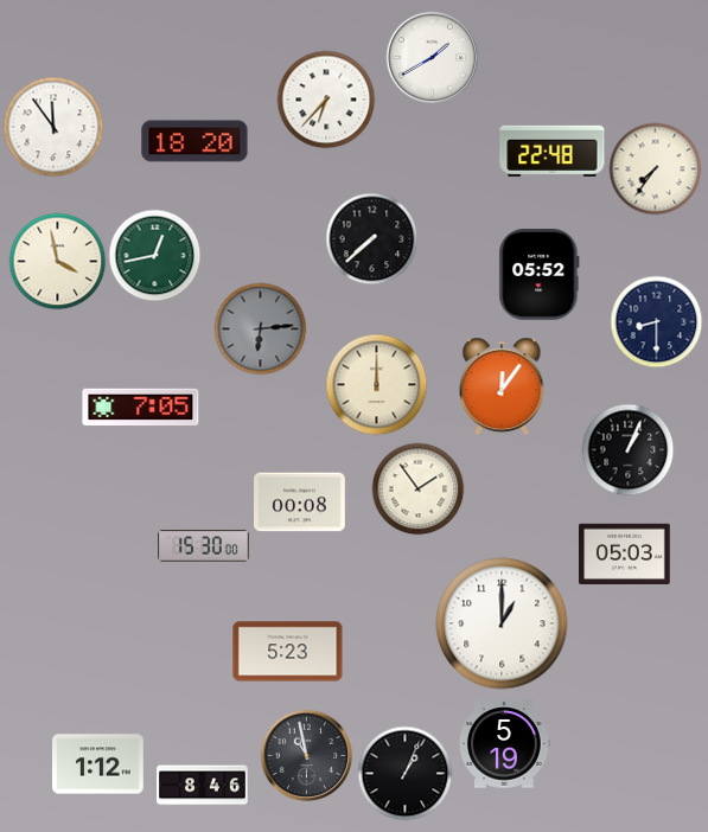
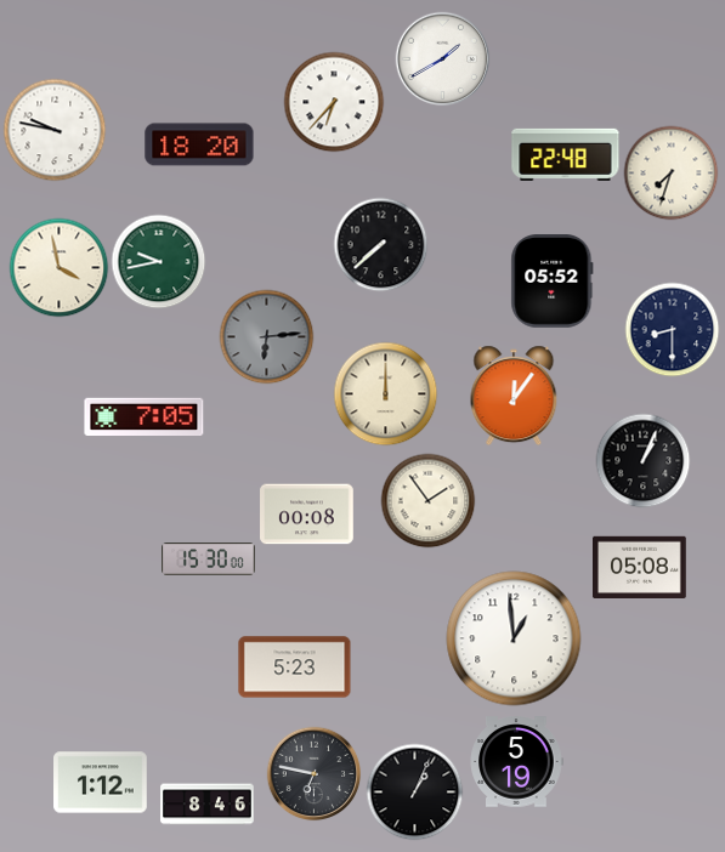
clock at (53, 127): 11:54 -> 9:47
clock at (655, 168): 7:36 -> 7:33
clock at (154, 255): 12:43 -> 9:43
clock at (625, 553): 05:03 -> 05:08
clock at (502, 623): 1:00 -> 12:59
clock at (306, 755): 10:58 -> 6:47
